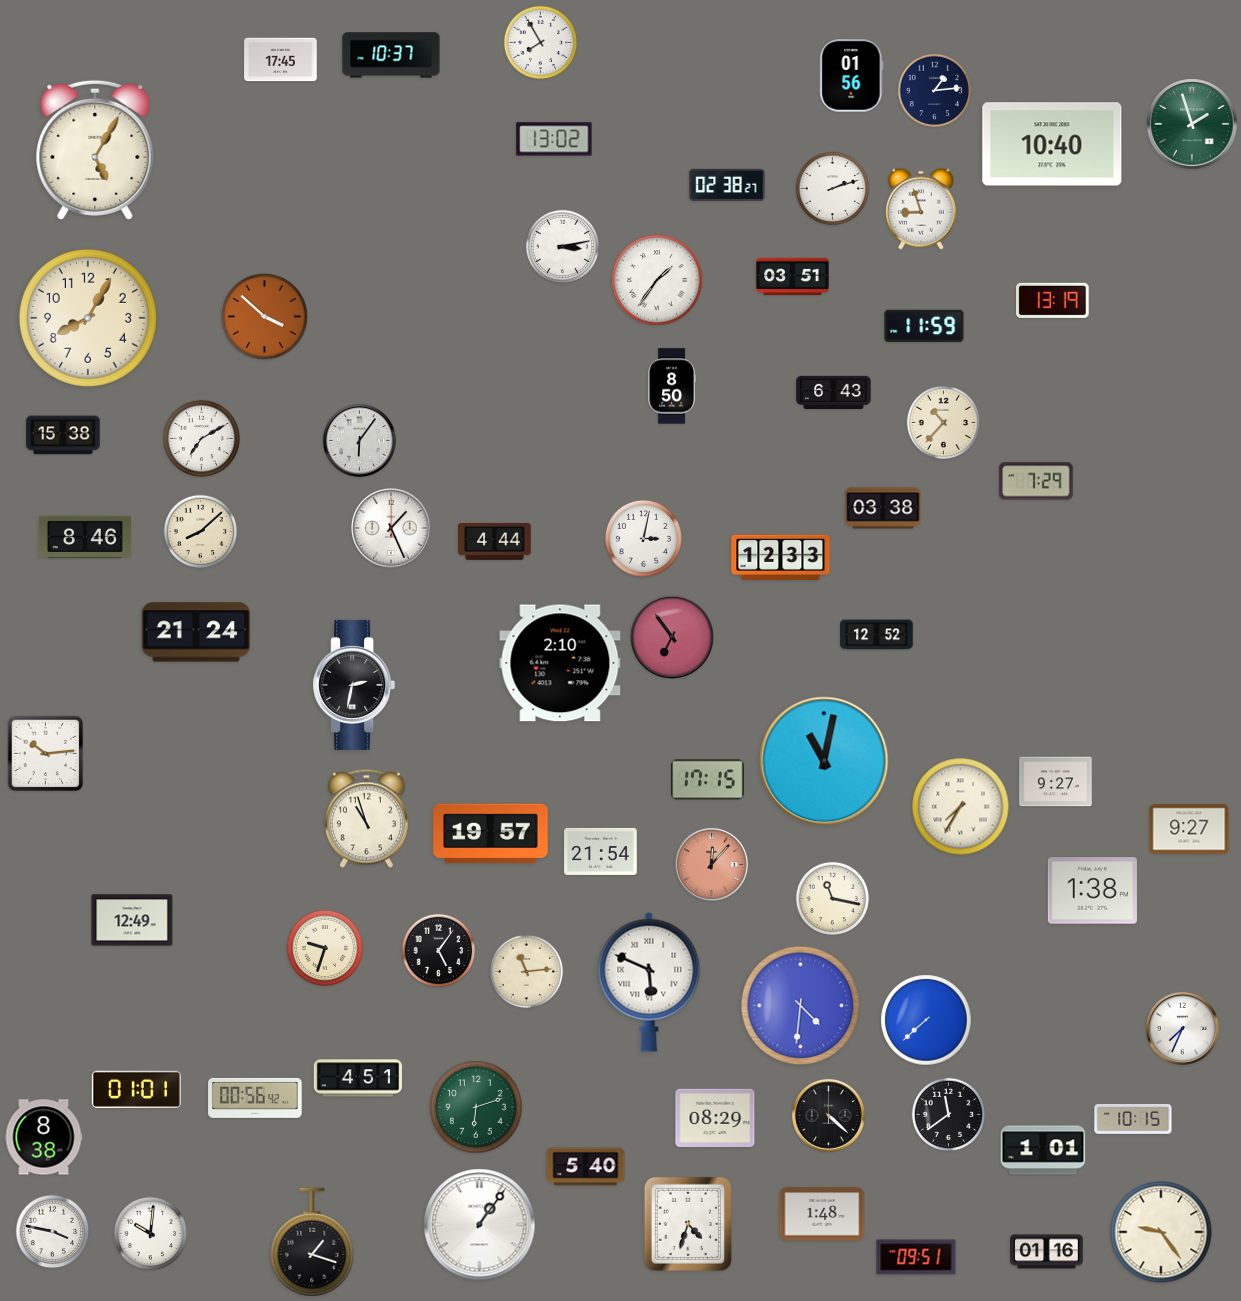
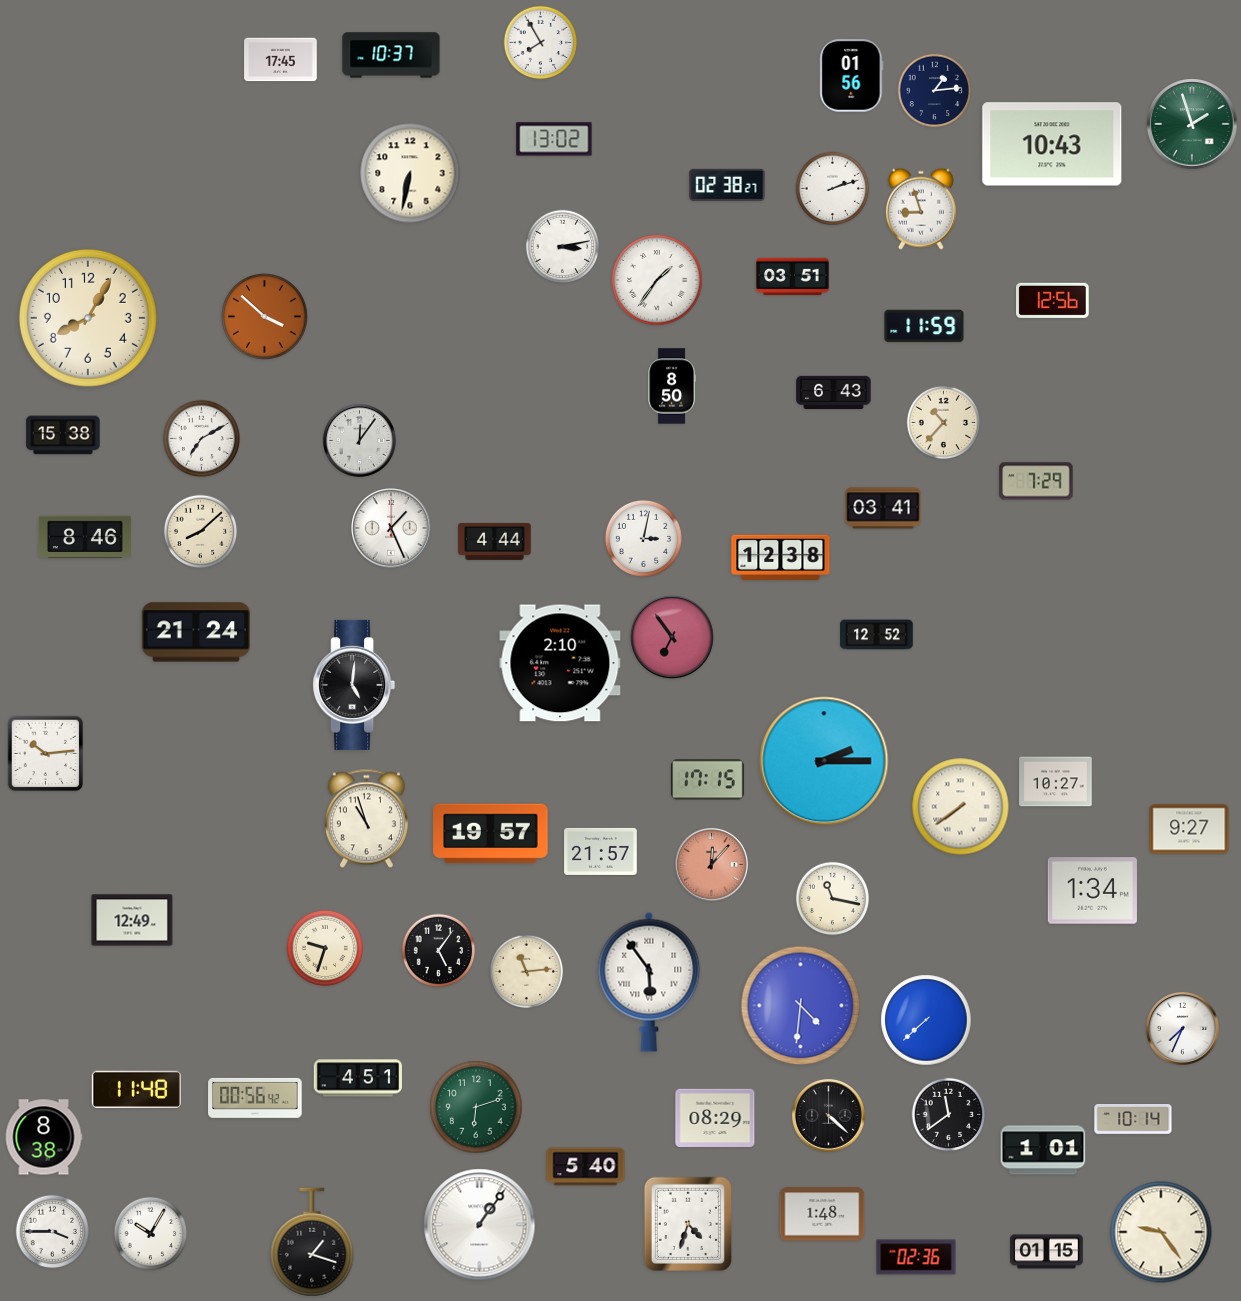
clock at (1052, 144): 10:40 -> 10:43
clock at (95, 150): 5:05 -> none
clock at (410, 173): none -> 6:32
clock at (1053, 300): 13:19 -> 12:56
clock at (359, 440): 6:06 -> 12:06
clock at (883, 508): 03:38 -> 03:41
clock at (781, 557): 12:33 -> 12:38
clock at (354, 685): 2:32 -> 5:01
clock at (824, 761): 11:02 -> 2:15
clock at (1056, 782): 9:27 -> 10:27
clock at (961, 807): 7:35 -> 7:39
clock at (601, 851): 21:54 -> 21:57
clock at (1092, 891): 1:38 -> 1:34
clock at (649, 982): 5:49 -> 5:54
clock at (136, 1089): 01:01 -> 11:48
clock at (1133, 1120): 10:15 -> 10:14
clock at (53, 1232): 3:47 -> 3:45
clock at (151, 1234): 10:01 -> 10:05
clock at (1047, 1252): 01:16 -> 01:15
clock at (916, 1257): 09:51 -> 02:36
